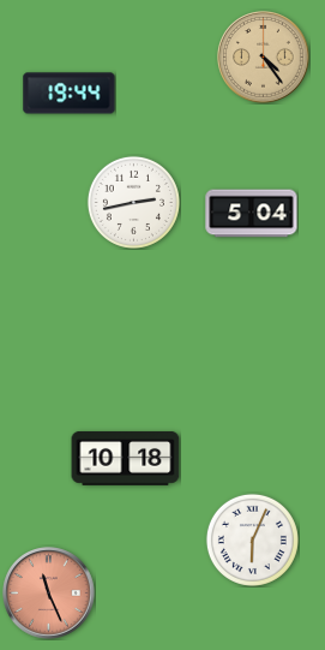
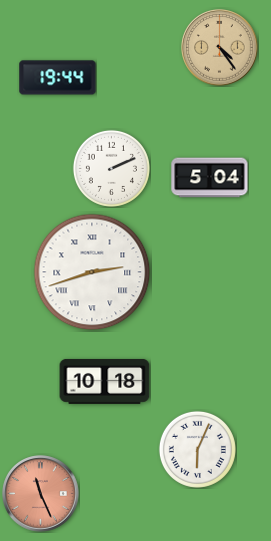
clock at (133, 202): 2:43 -> 2:11
clock at (92, 272): none -> 2:42
clock at (252, 539) position: (252, 539) -> (197, 449)
